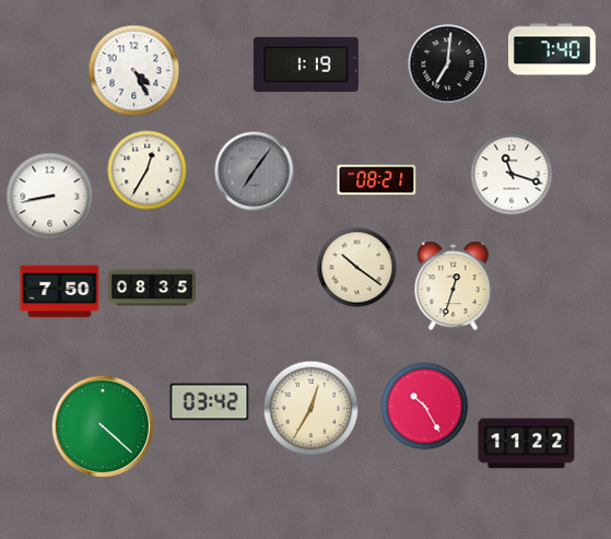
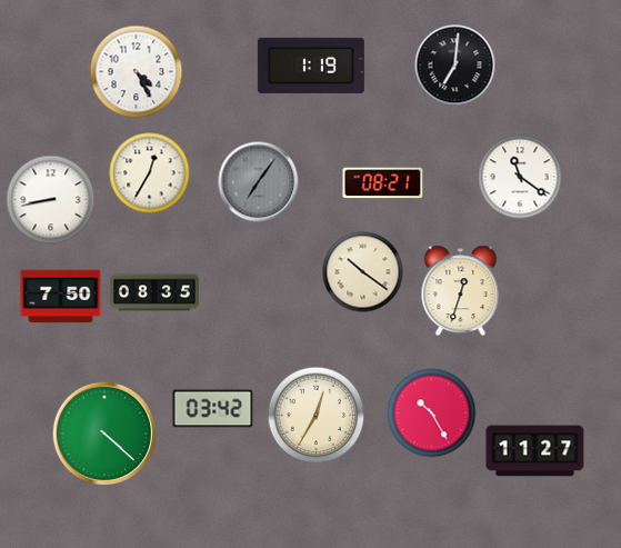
clock at (553, 49): 7:40 -> none
clock at (255, 172) position: (255, 172) -> (259, 182)
clock at (512, 174): 11:18 -> 11:21
clock at (527, 444): 11:22 -> 11:27
